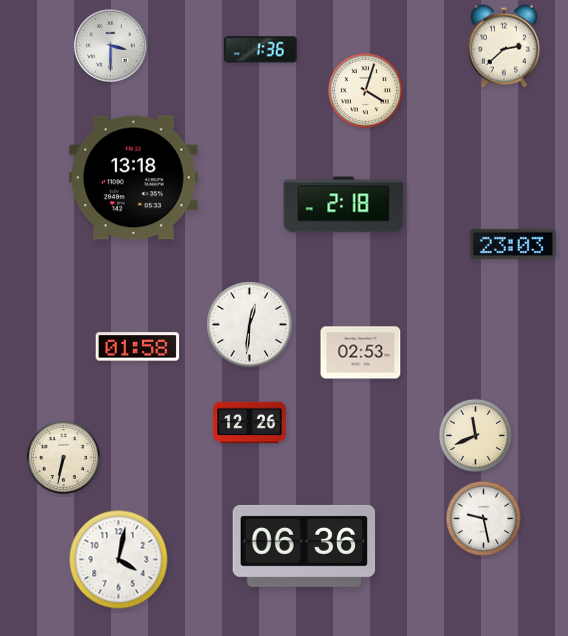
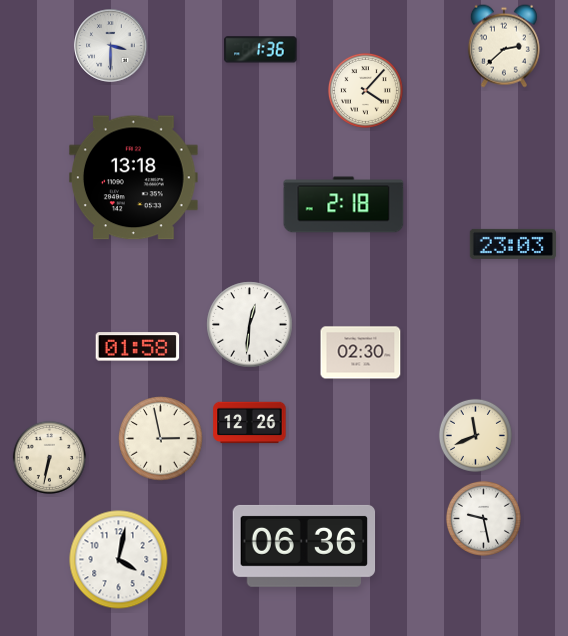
clock at (365, 90): 4:03 -> 4:07
clock at (361, 353): 02:53 -> 02:30
clock at (161, 439): none -> 2:58
clock at (63, 457) position: (63, 457) -> (49, 457)
